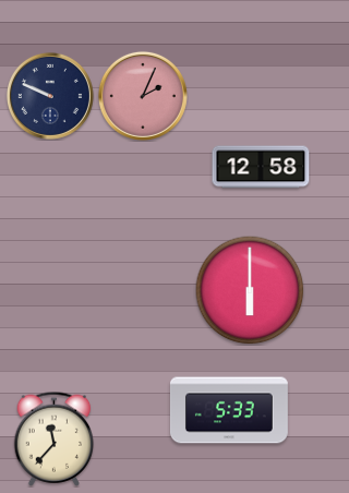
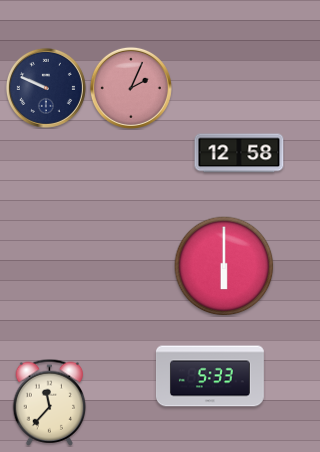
clock at (250, 290) position: (250, 290) -> (224, 266)
